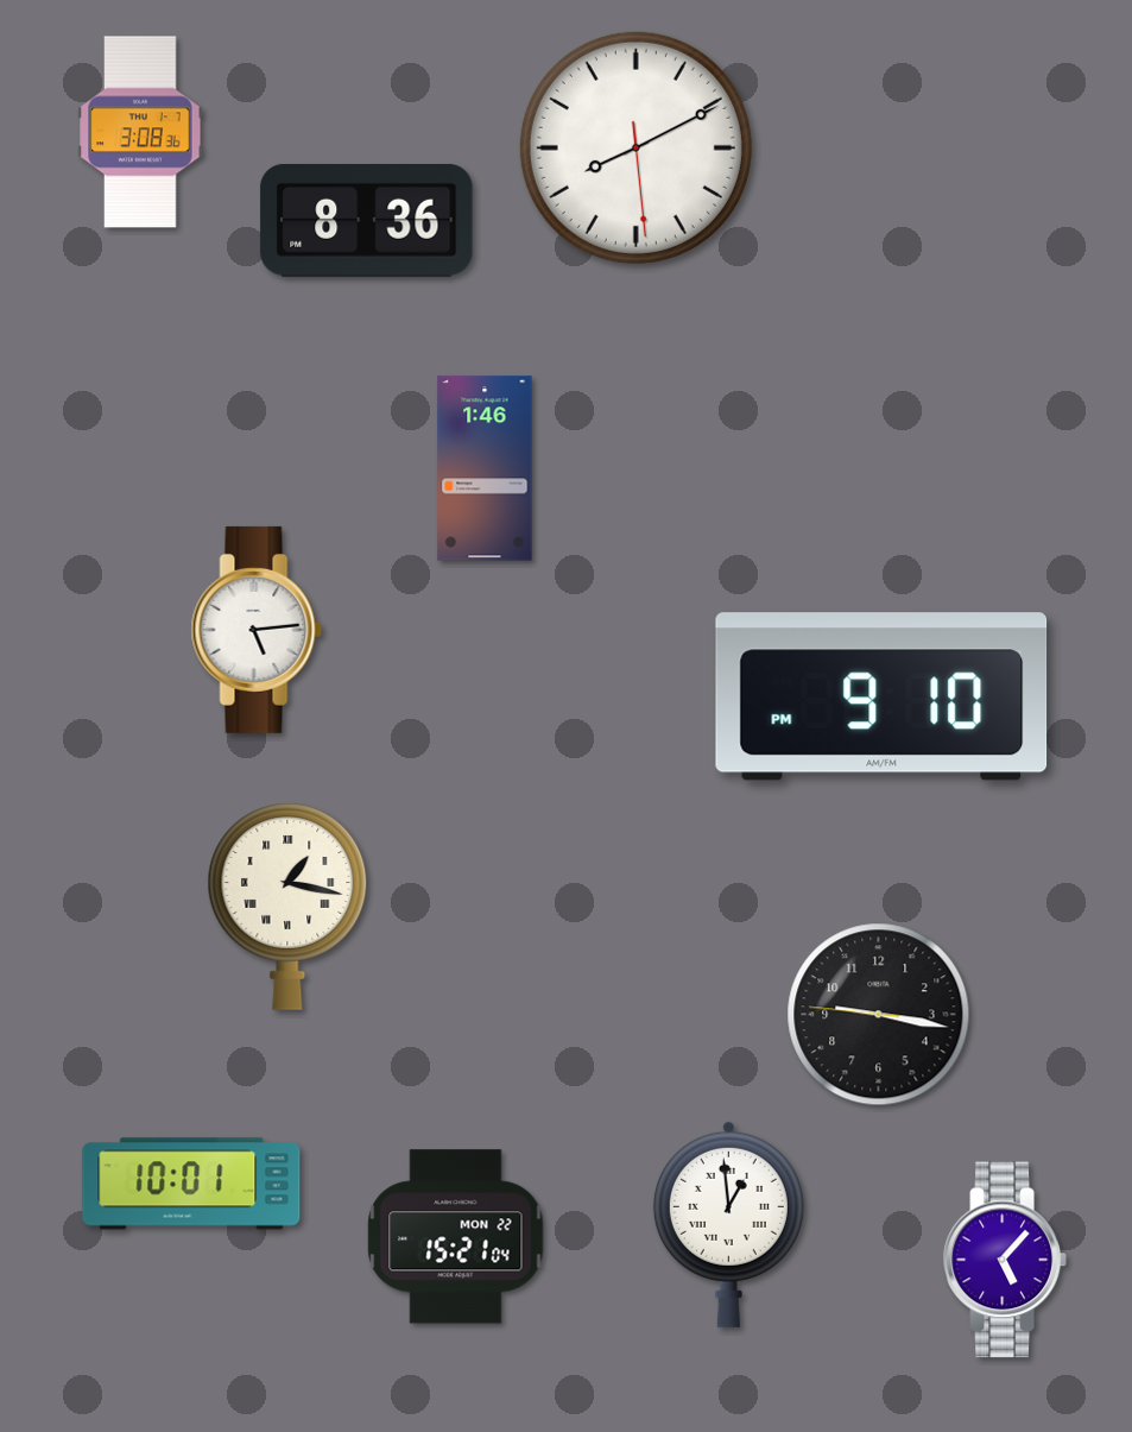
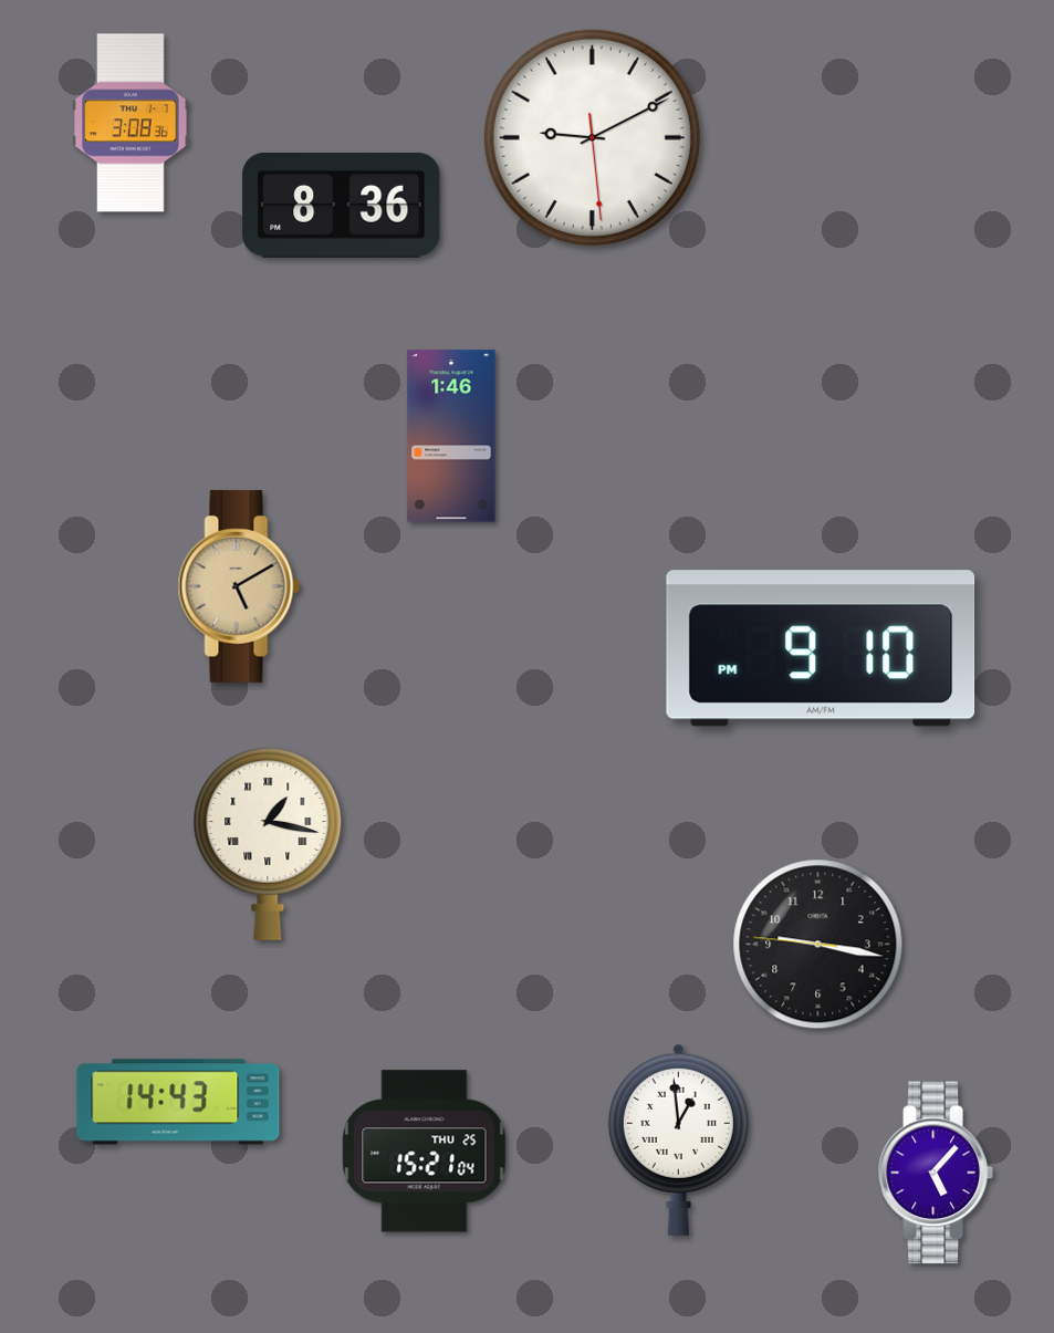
clock at (635, 147): 8:10 -> 9:10
clock at (257, 630): 5:14 -> 5:10
clock at (257, 630) dial: white -> champagne
clock at (191, 1184): 10:01 -> 14:43
clock at (456, 1237) date: MON 22 -> THU 25
